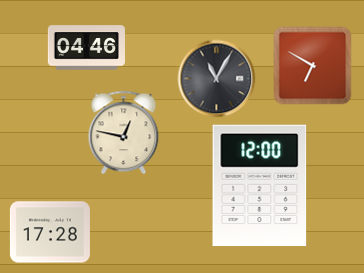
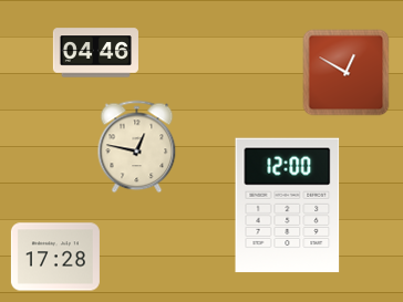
clock at (312, 65): 6:50 -> 12:50
clock at (216, 78): 11:05 -> none
